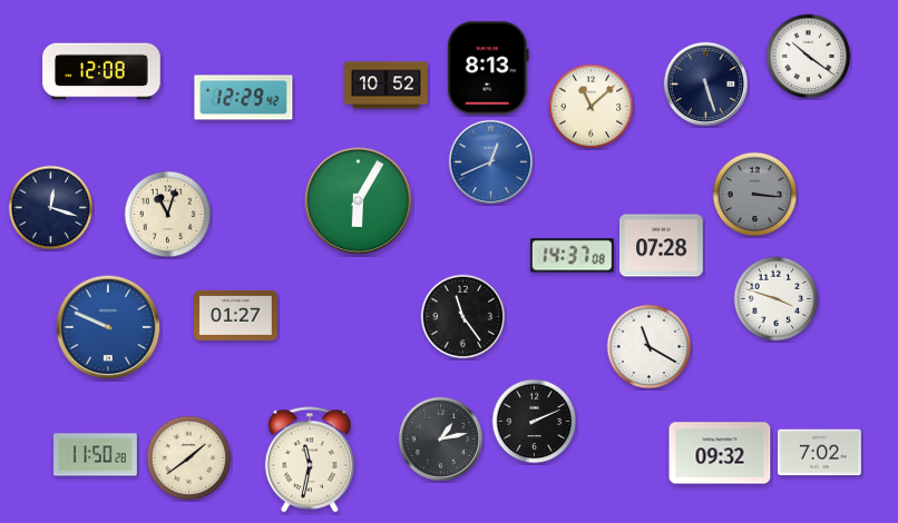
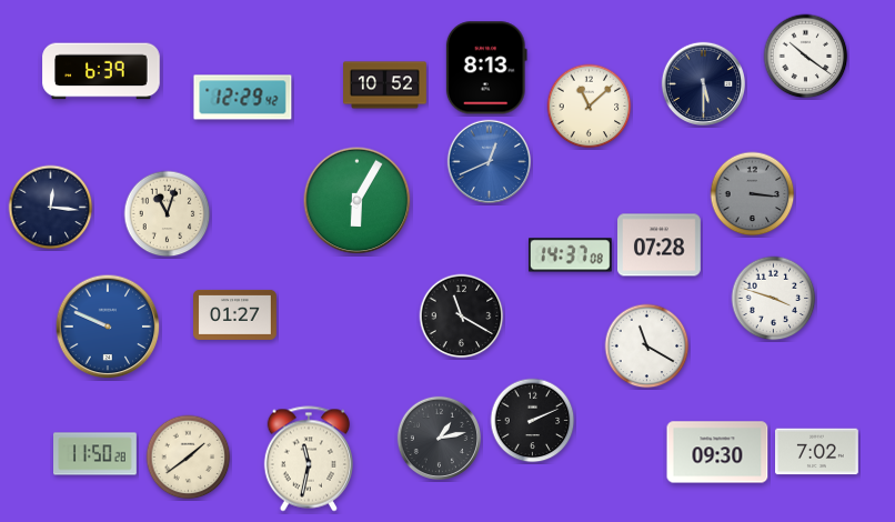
clock at (101, 71): 12:08 -> 6:39
clock at (705, 83): 5:27 -> 5:30
clock at (51, 208): 12:18 -> 12:16
clock at (463, 317): 11:24 -> 11:20
clock at (720, 453): 09:32 -> 09:30
